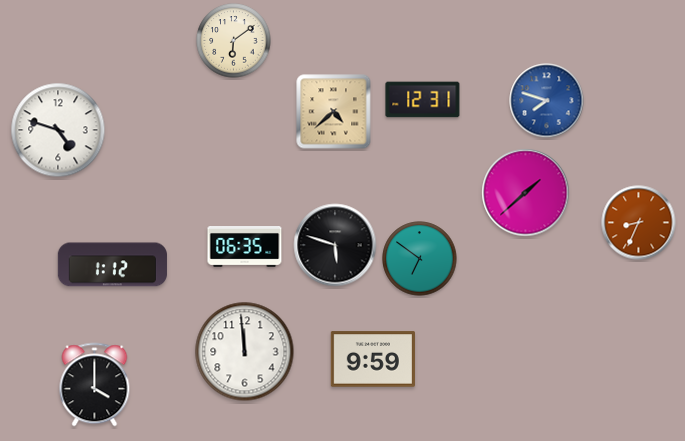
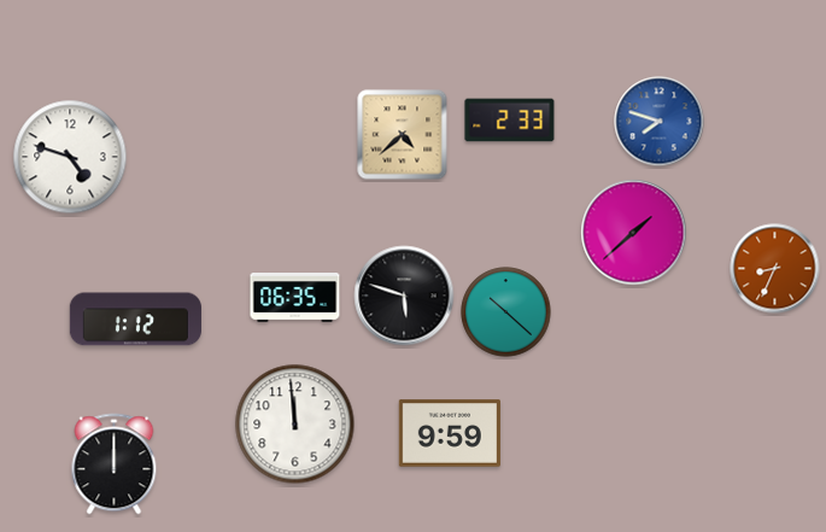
clock at (234, 41): 6:09 -> none
clock at (423, 100): 12:31 -> 2:33
clock at (639, 223) position: (639, 223) -> (775, 269)
clock at (420, 259): 6:51 -> 10:22
clock at (95, 385): 4:00 -> 12:00
